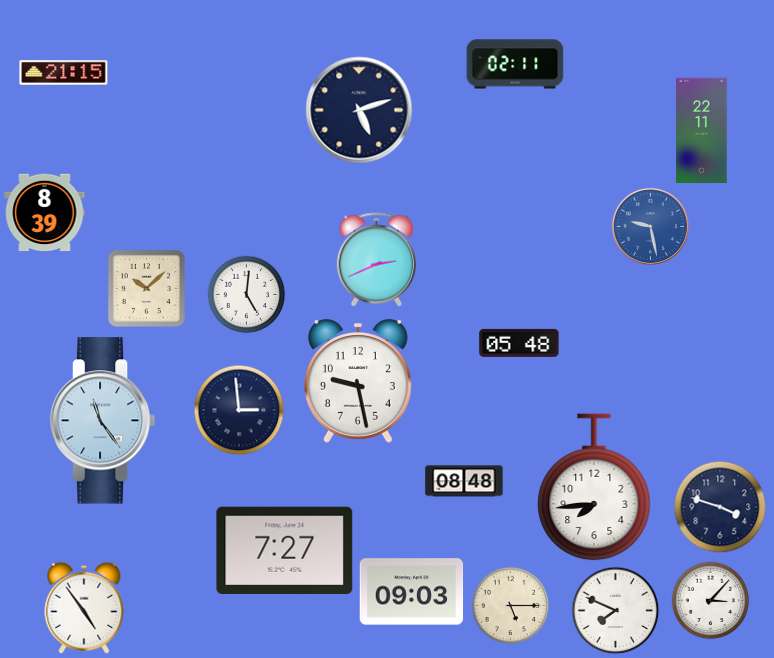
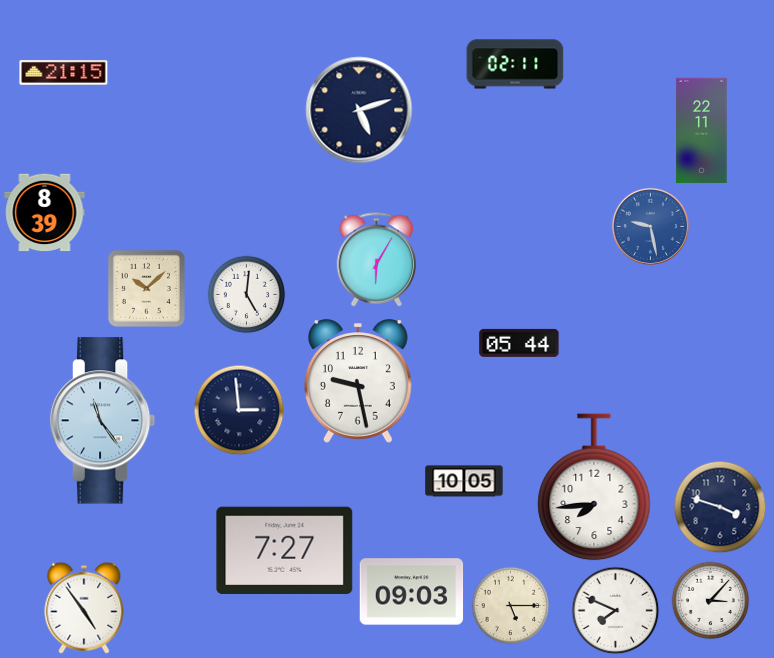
clock at (377, 260): 2:41 -> 6:05
clock at (519, 343): 05:48 -> 05:44
clock at (464, 481): 08:48 -> 10:05
